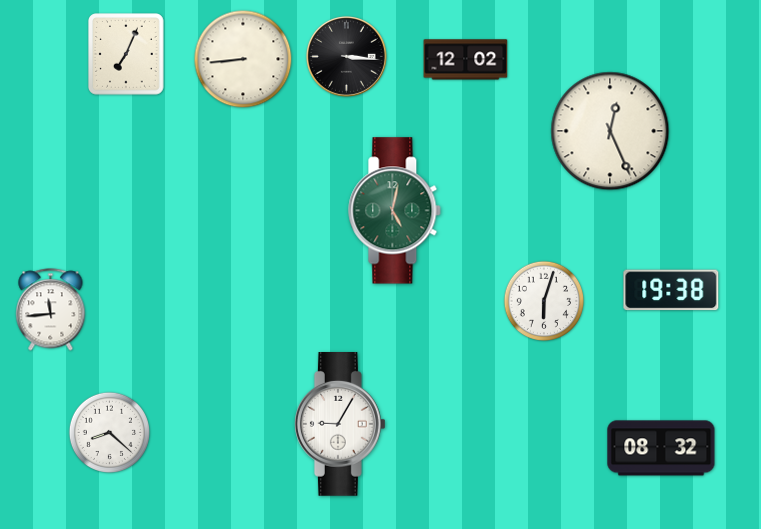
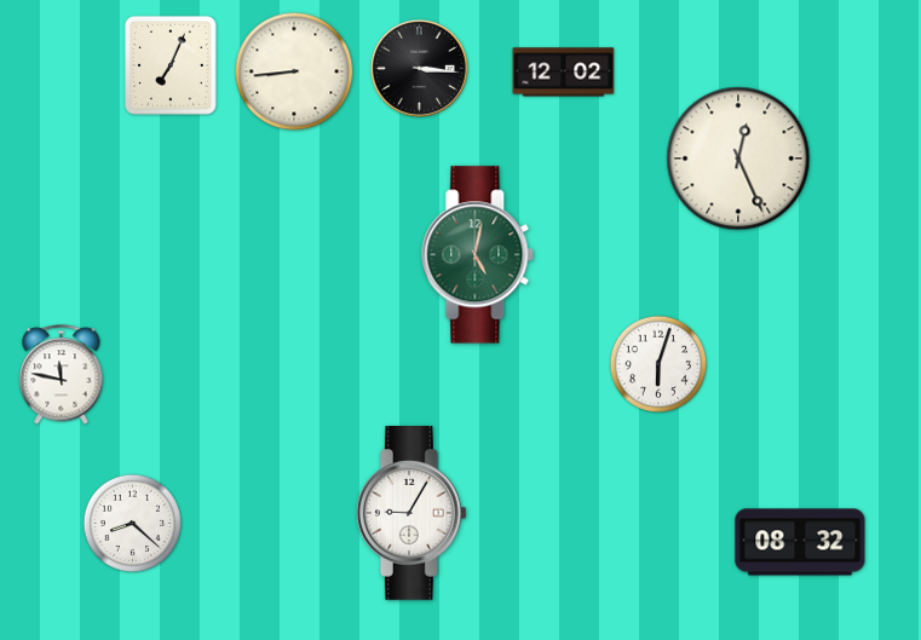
clock at (126, 54) position: (126, 54) -> (171, 65)
clock at (671, 290): 19:38 -> none
clock at (51, 310): 11:44 -> 11:47
